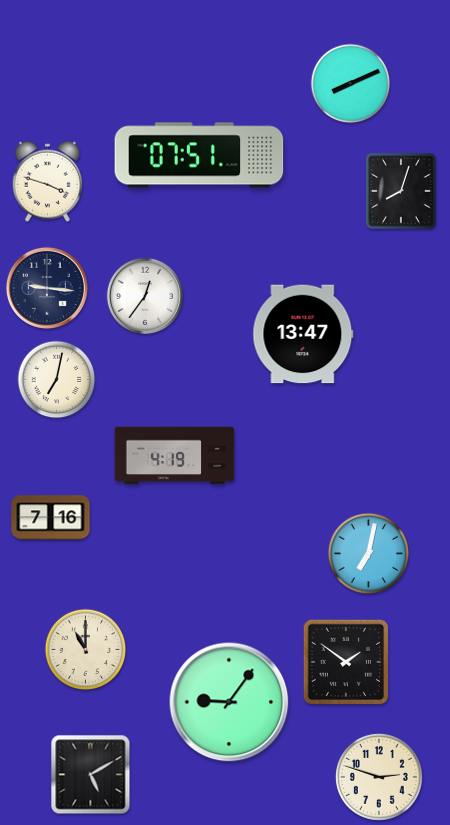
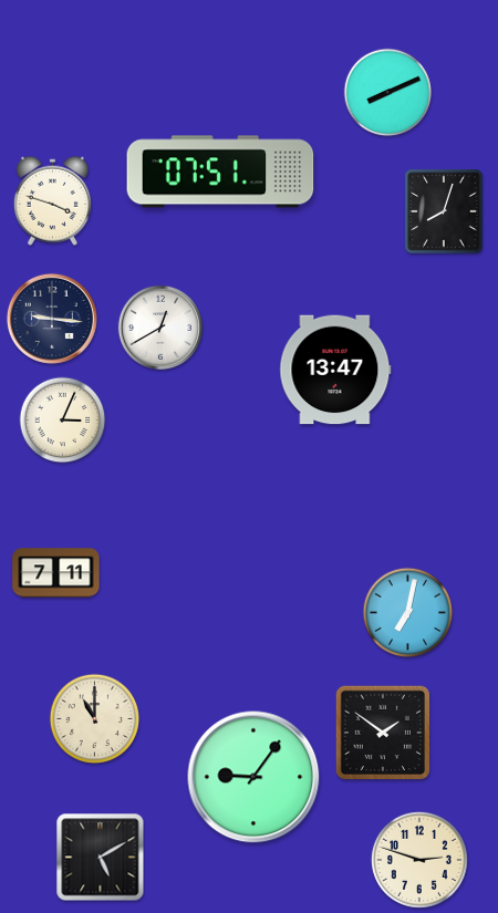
clock at (144, 295): 12:36 -> 12:40
clock at (57, 380): 7:02 -> 3:04
clock at (175, 456): 4:19 -> none
clock at (51, 518): 7:16 -> 7:11
